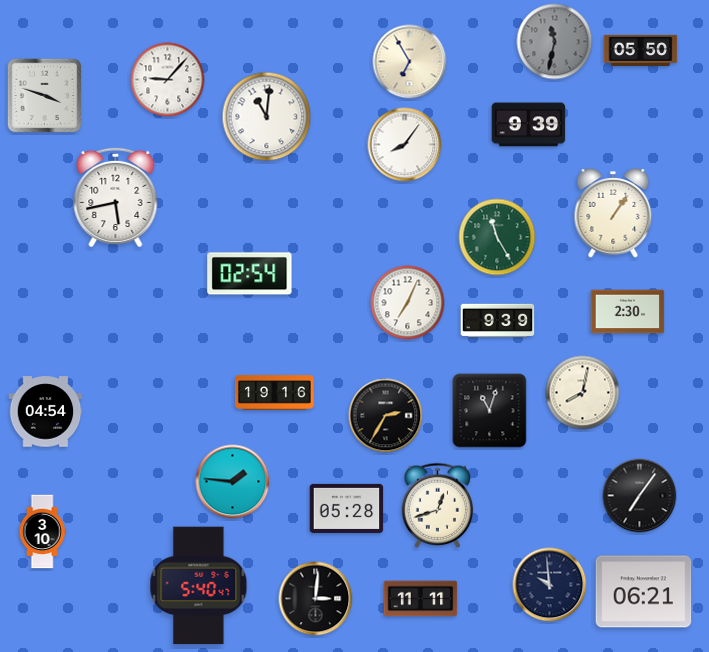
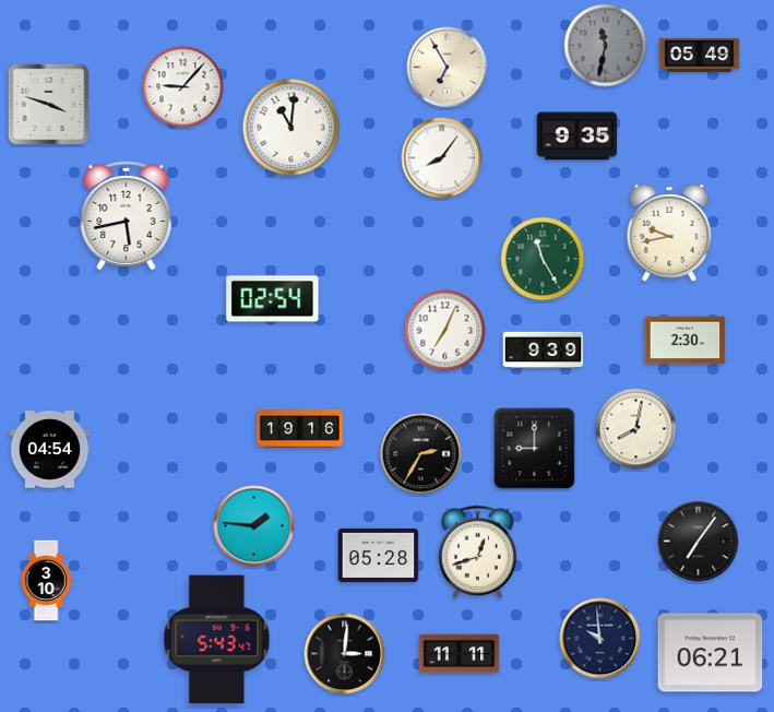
clock at (641, 50): 05:50 -> 05:49
clock at (529, 125): 9:39 -> 9:35
clock at (613, 213): 1:06 -> 9:43
clock at (490, 411): 11:03 -> 9:00
clock at (199, 586): 5:40 -> 5:43
clock at (644, 592) position: (644, 592) -> (711, 653)
